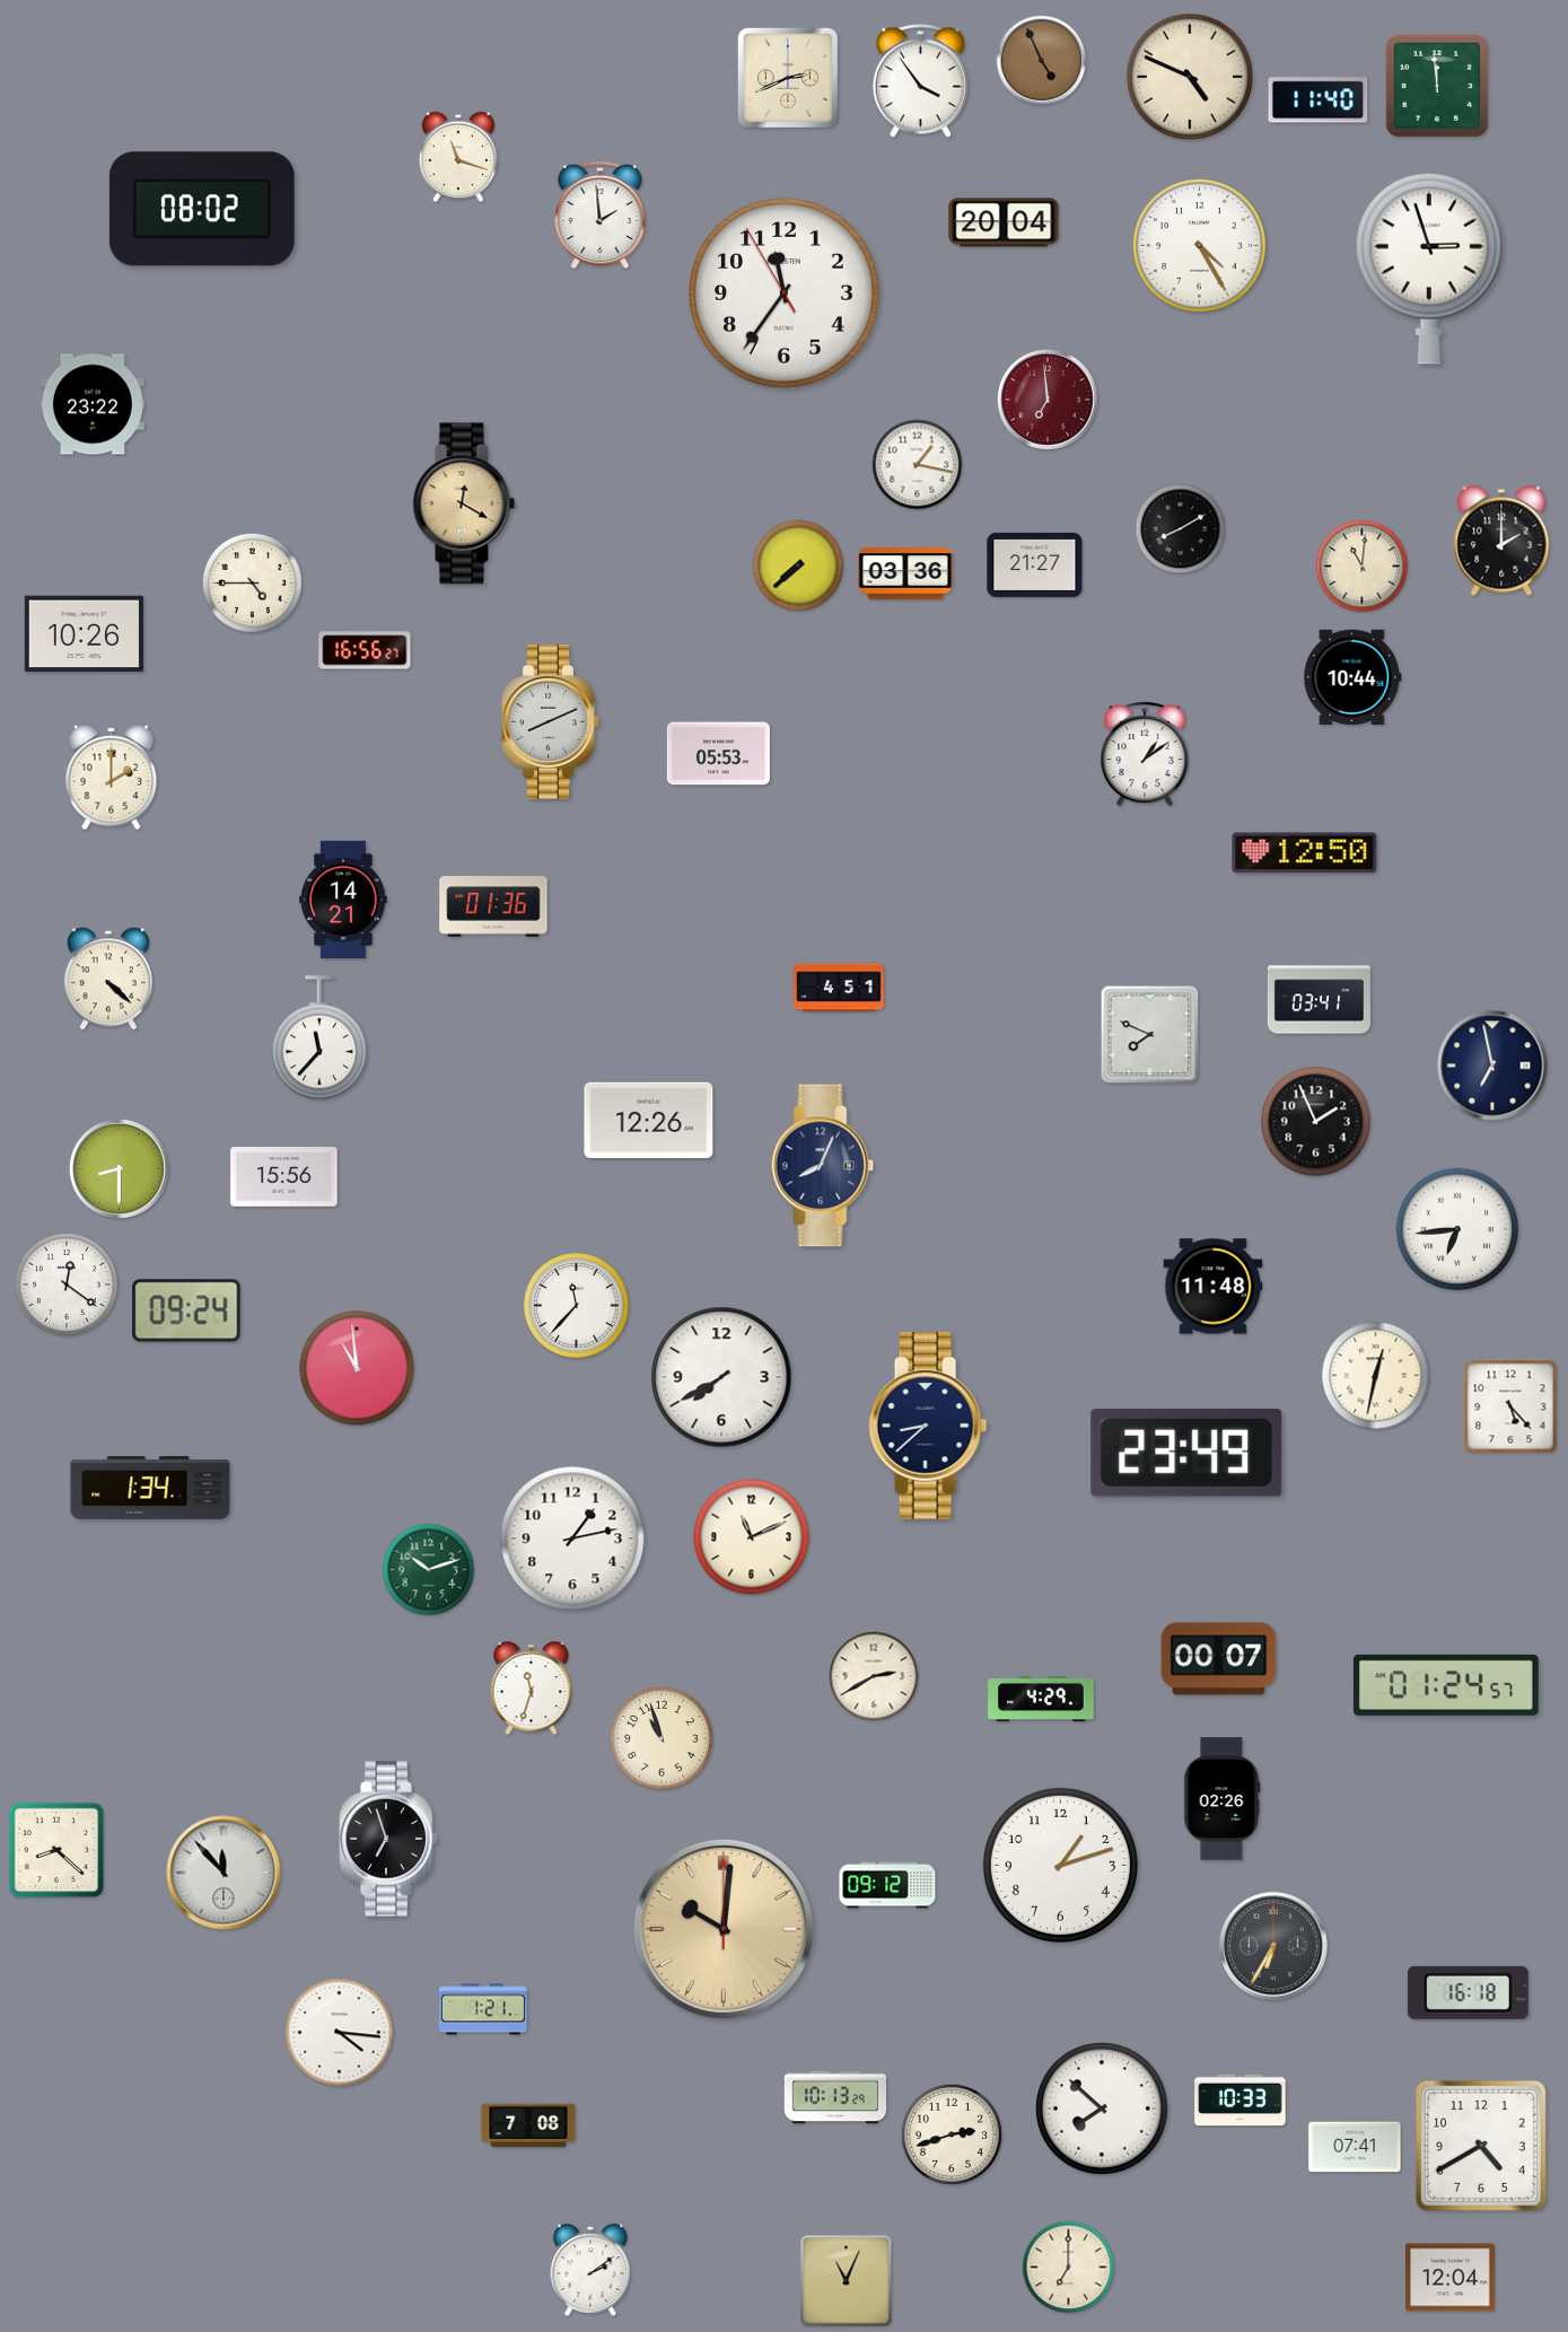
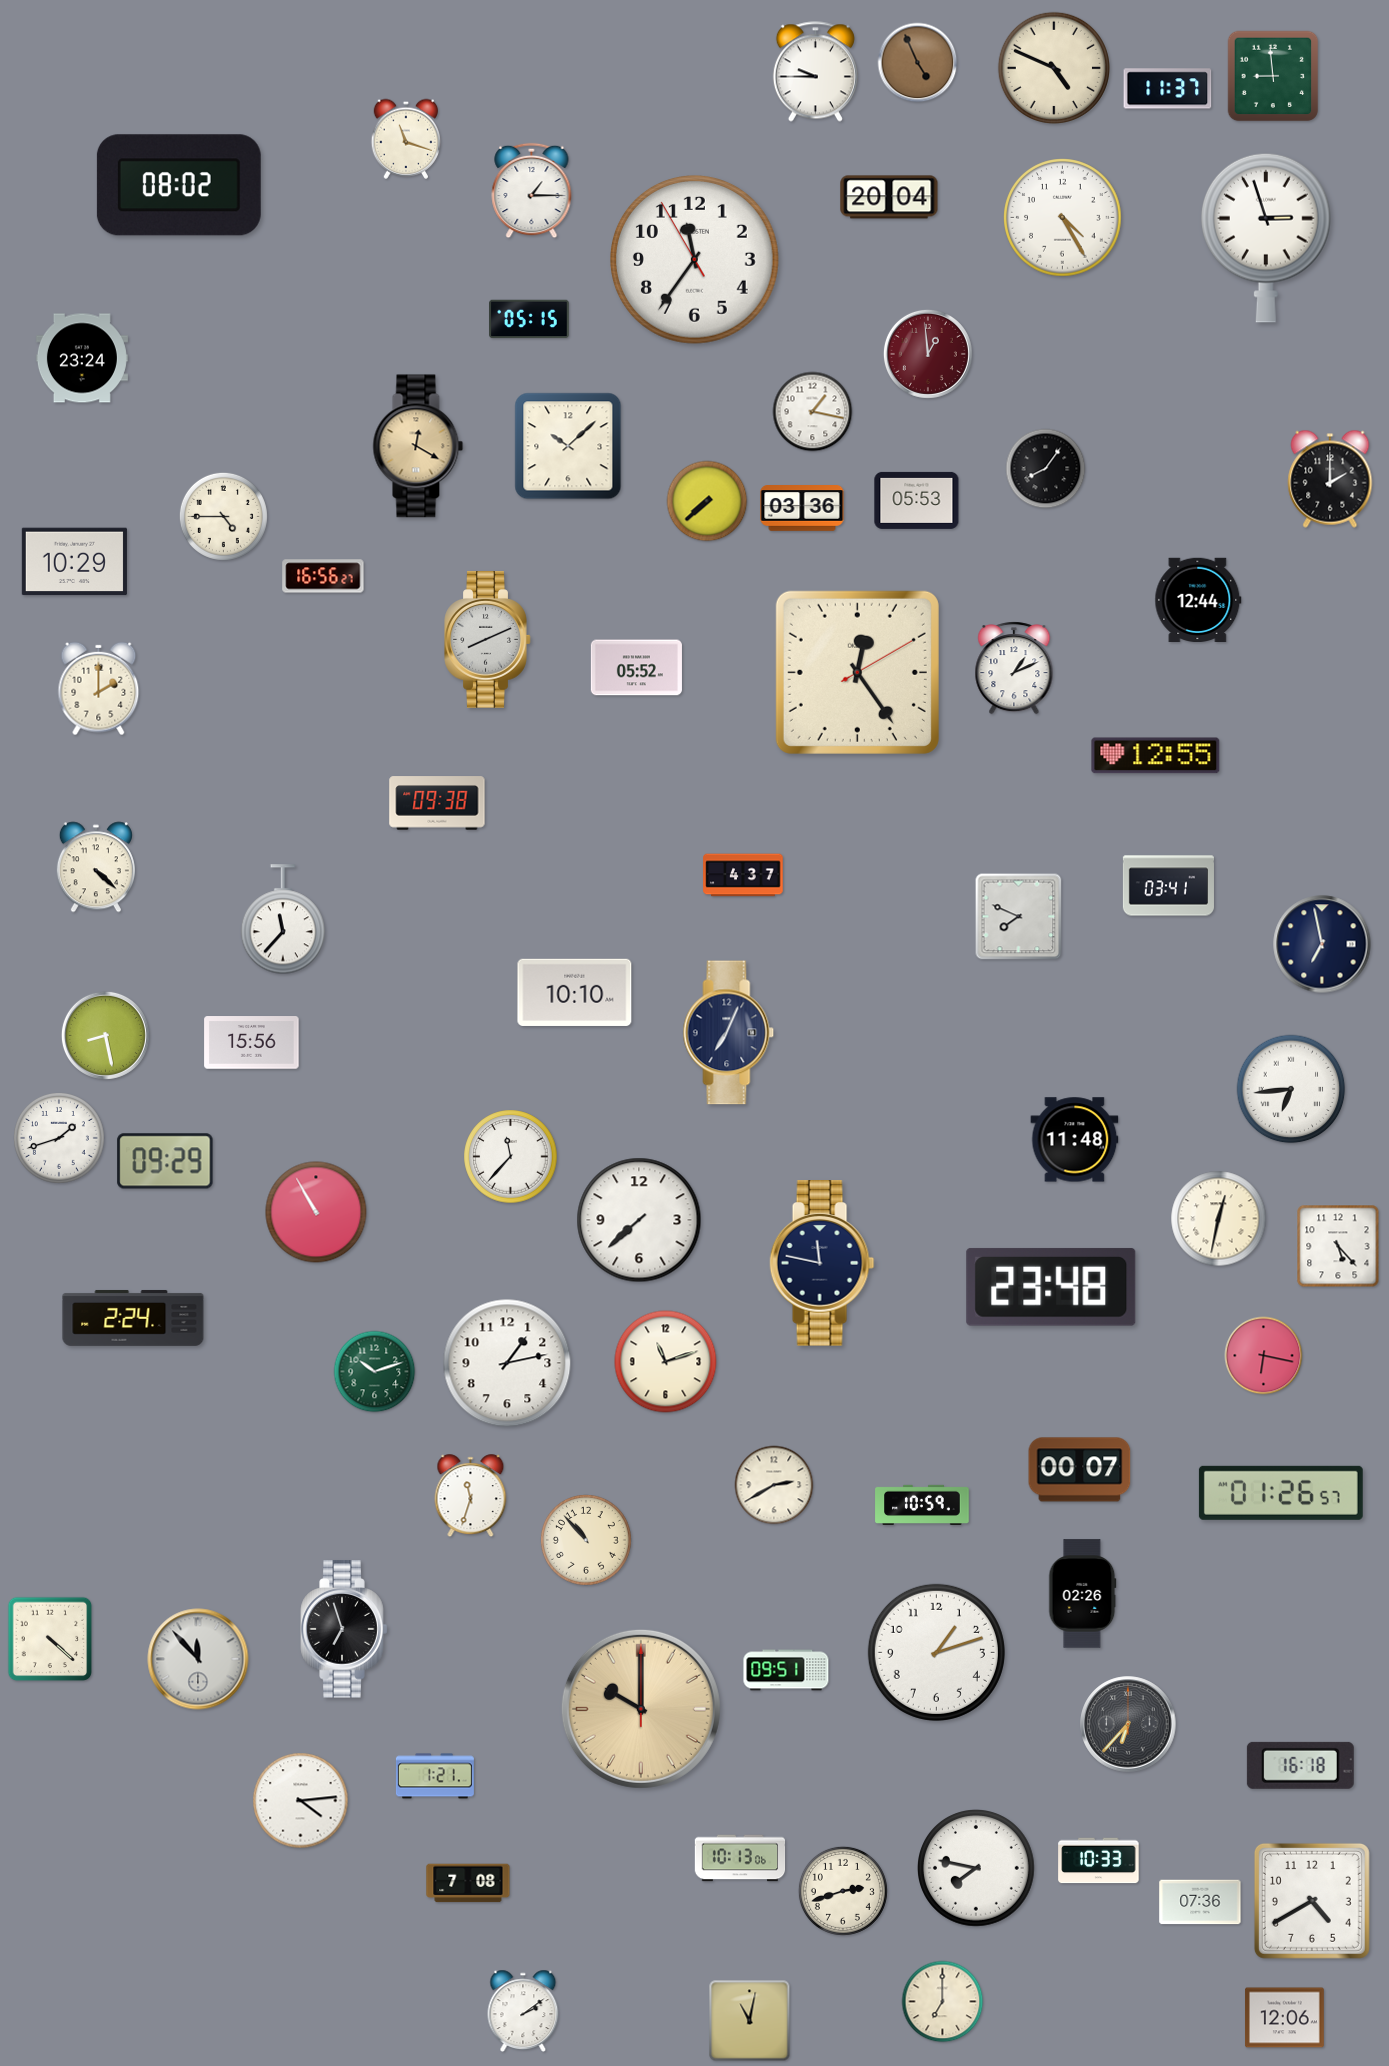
clock at (1042, 61) position: (1042, 61) -> (918, 63)
clock at (788, 78): 2:41 -> none
clock at (920, 81): 3:54 -> 9:45
clock at (1437, 86): 11:59 -> 8:59
clock at (1319, 100): 11:40 -> 11:37
clock at (601, 216): 1:59 -> 1:15
clock at (529, 319): none -> 05:15
clock at (1048, 400): 6:59 -> 12:59
clock at (93, 404): 23:22 -> 23:24
clock at (464, 503) position: (464, 503) -> (418, 446)
clock at (568, 446): none -> 10:08
clock at (1181, 529): 8:10 -> 8:06
clock at (1035, 564): 21:27 -> 05:53
clock at (1363, 567): 11:01 -> none
clock at (84, 634): 10:26 -> 10:29
clock at (1352, 676): 10:44 -> 12:44
clock at (718, 754): 05:53 -> 05:52
clock at (1145, 754): 1:09 -> 1:11
clock at (857, 672): none -> 12:24
clock at (1305, 853): 12:50 -> 12:55
clock at (343, 900): 14:21 -> none
clock at (493, 906): 01:36 -> 09:38
clock at (839, 988): 4:51 -> 4:37
clock at (649, 1120): 12:26 -> 10:10
clock at (1316, 1122): 1:56 -> none
clock at (823, 1166): 8:04 -> 7:04
clock at (119, 1168): 8:30 -> 8:28
clock at (68, 1286): 12:21 -> 1:42
clock at (186, 1310): 09:24 -> 09:29
clock at (357, 1368): 10:59 -> 10:55
clock at (721, 1377): 7:40 -> 7:38
clock at (928, 1426): 8:38 -> 11:47
clock at (1186, 1453): 23:49 -> 23:48
clock at (150, 1488): 1:34 -> 2:24
clock at (1264, 1356): none -> 6:17
clock at (752, 1537): 11:11 -> 11:12
clock at (429, 1570) position: (429, 1570) -> (375, 1372)
clock at (1446, 1685): 01:24 -> 01:26
clock at (1041, 1698): 4:29 -> 10:59
clock at (663, 1739): 10:57 -> 10:53
clock at (56, 1850): 8:22 -> 4:22
clock at (1060, 1865) position: (1060, 1865) -> (936, 1652)
clock at (887, 1885): 09:12 -> 09:51
clock at (724, 1929): 10:01 -> 10:00
clock at (1273, 1946): 6:35 -> 6:37
clock at (483, 2009) position: (483, 2009) -> (435, 1776)
clock at (340, 2033): 4:16 -> 4:14
clock at (835, 2097): 10:13:29 -> 10:13:06
clock at (1103, 2110): 7:52 -> 7:47
clock at (1355, 2147): 07:41 -> 07:36
clock at (1069, 2268) position: (1069, 2268) -> (943, 2002)
clock at (1451, 2278): 12:04 -> 12:06
clock at (847, 2281): 11:04 -> 11:02
